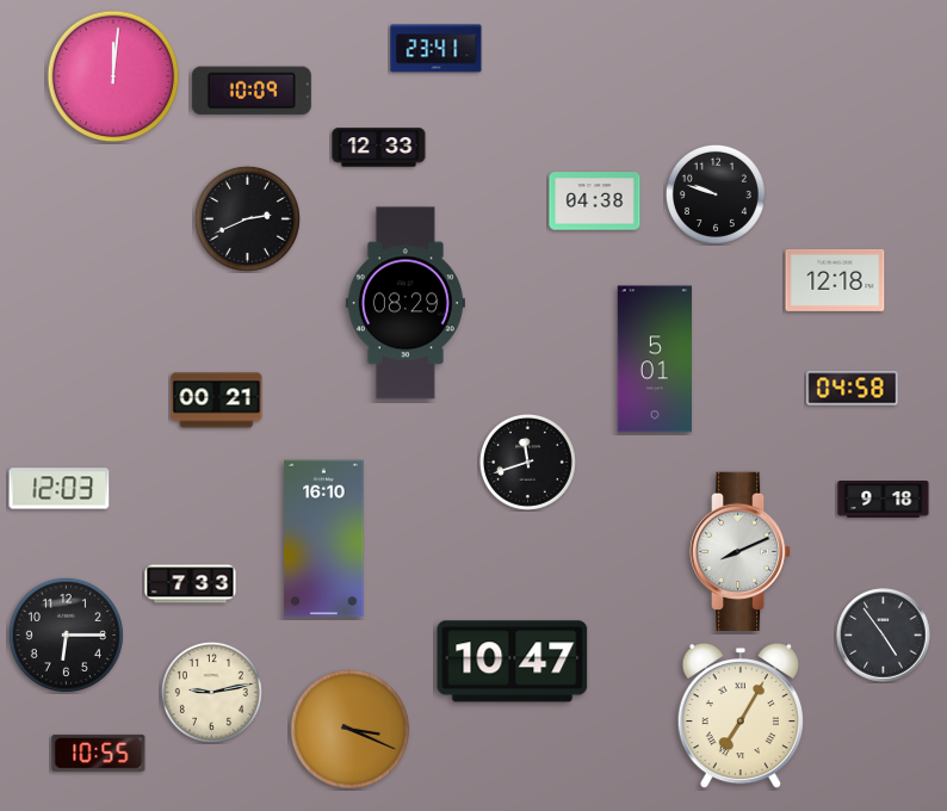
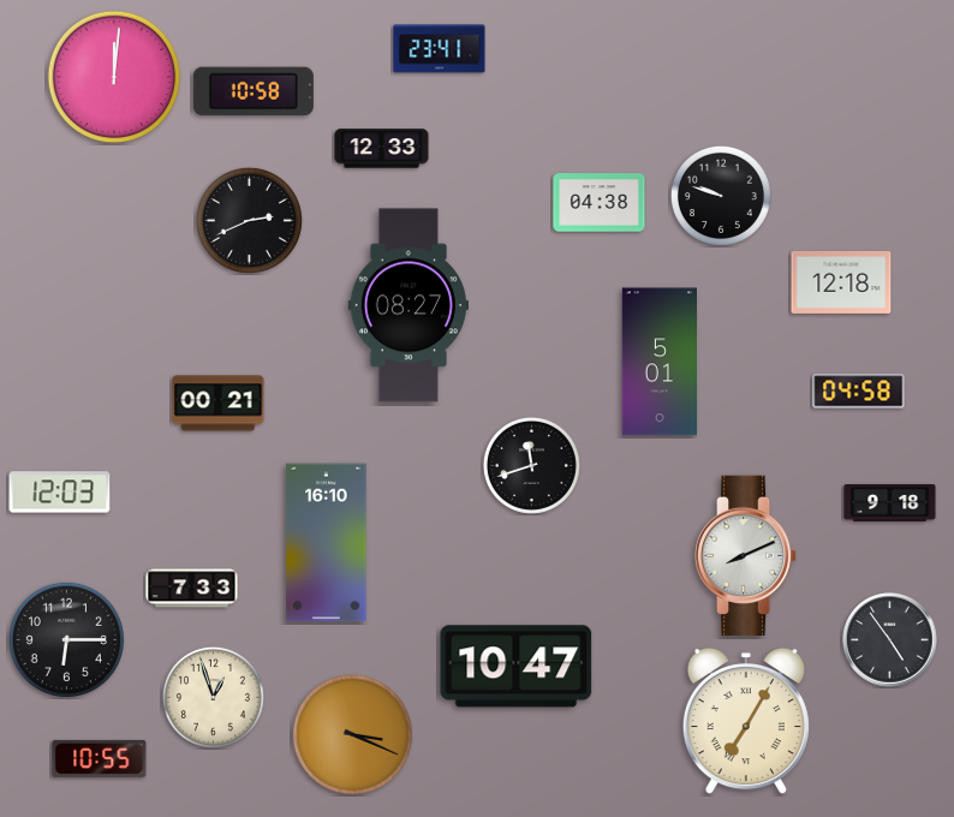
clock at (252, 91): 10:09 -> 10:58
clock at (406, 303): 08:29 -> 08:27
clock at (211, 692): 9:13 -> 12:57
